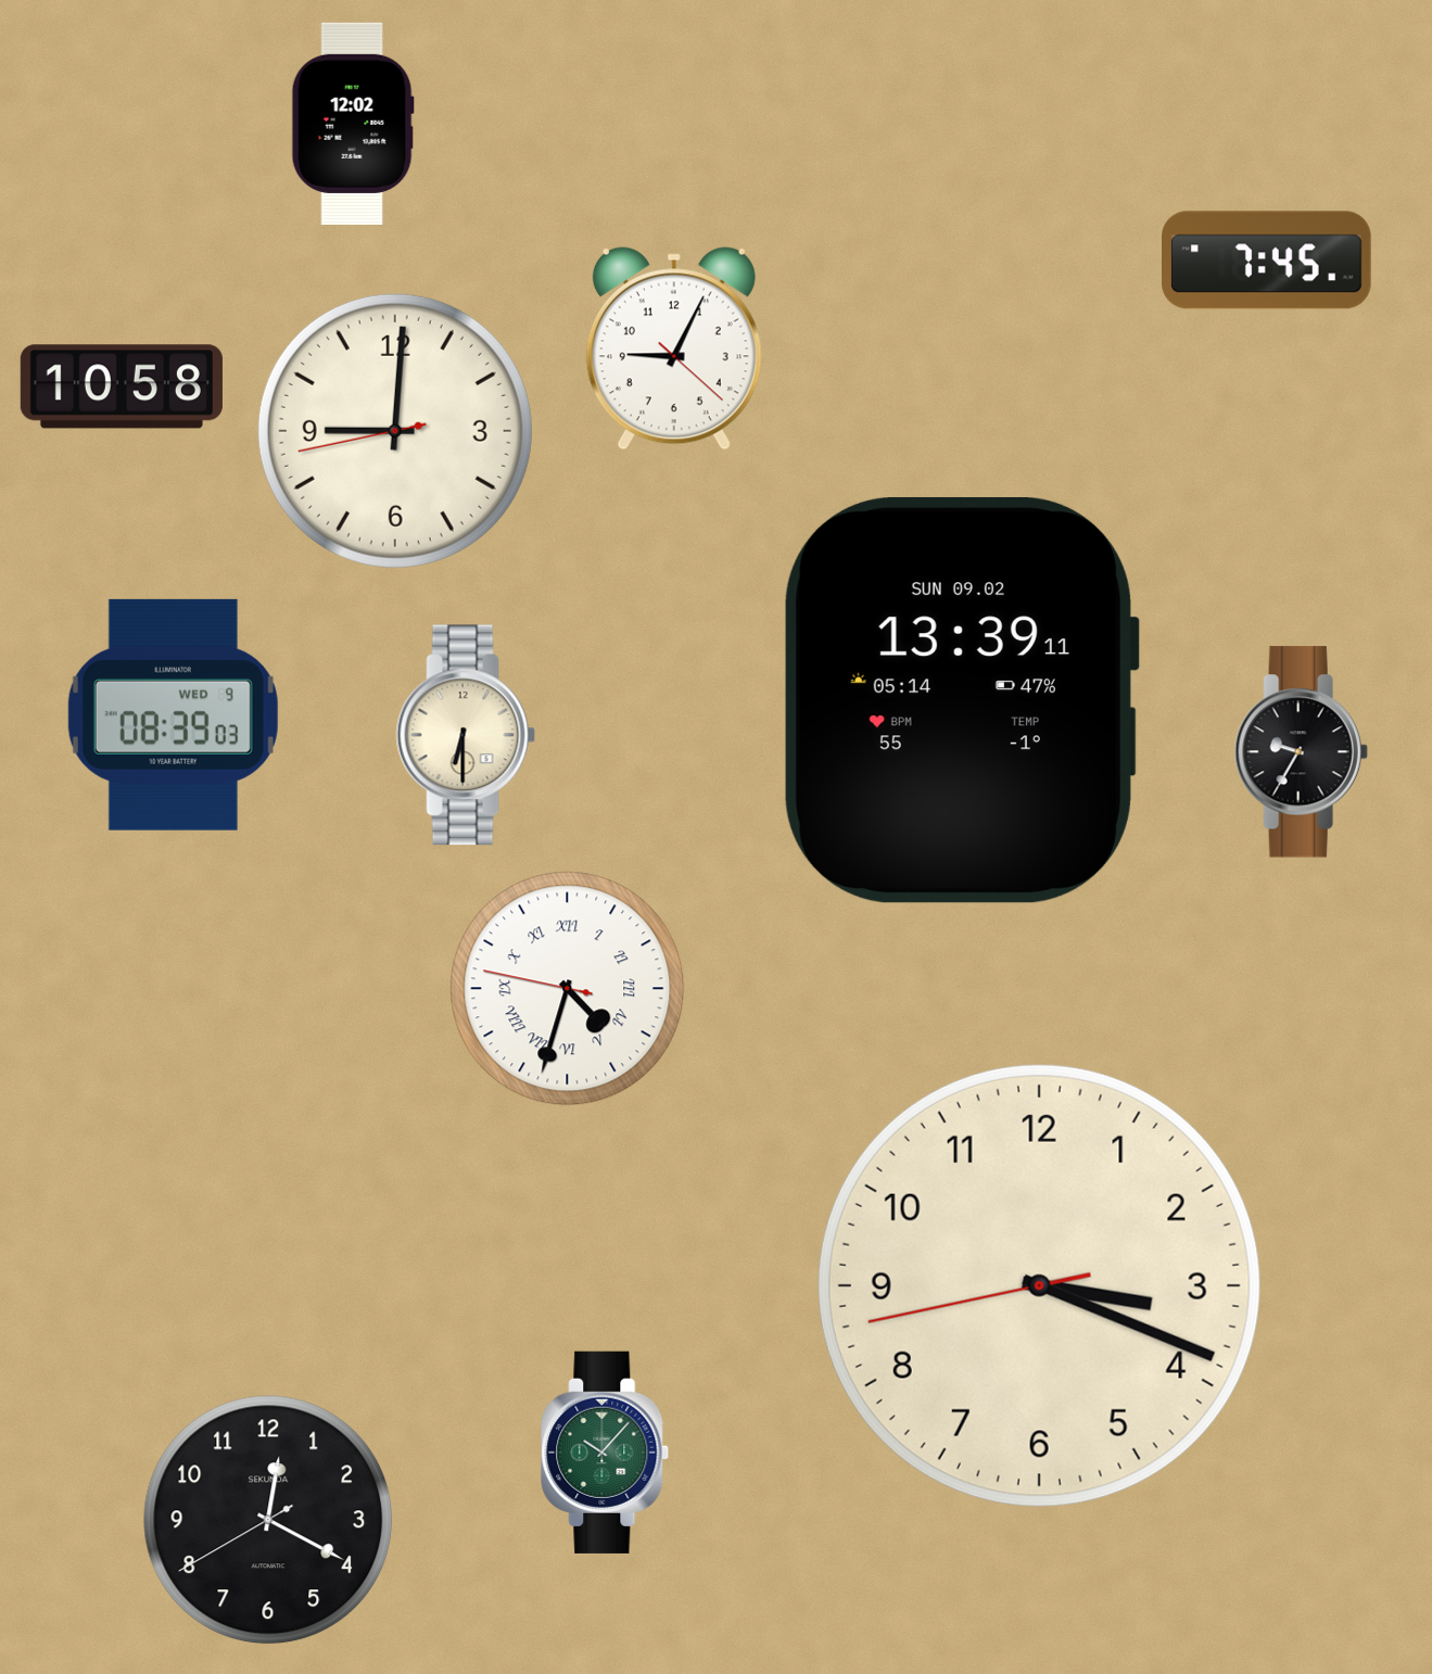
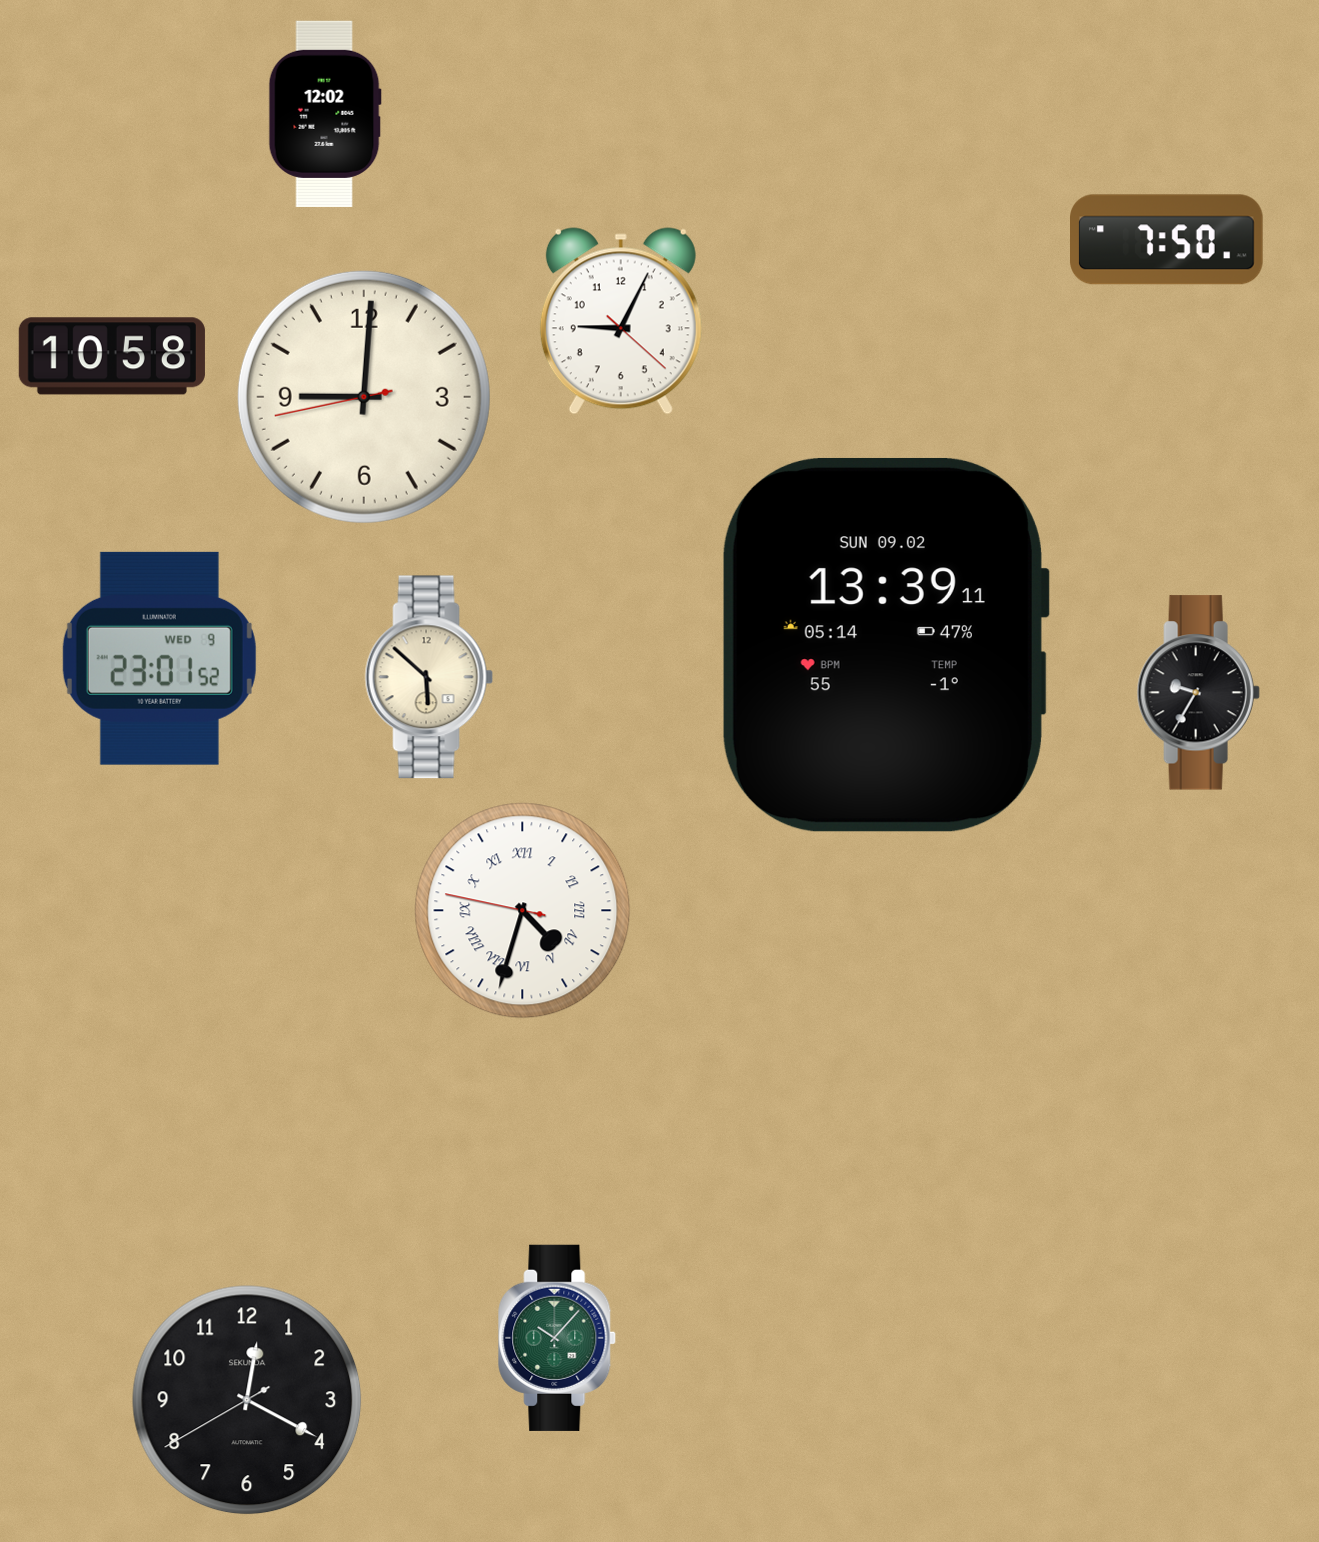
clock at (1267, 261): 7:45 -> 7:50
clock at (173, 714): 08:39 -> 23:01
clock at (466, 735): 6:30 -> 5:52
clock at (1039, 1285): 3:18 -> none
